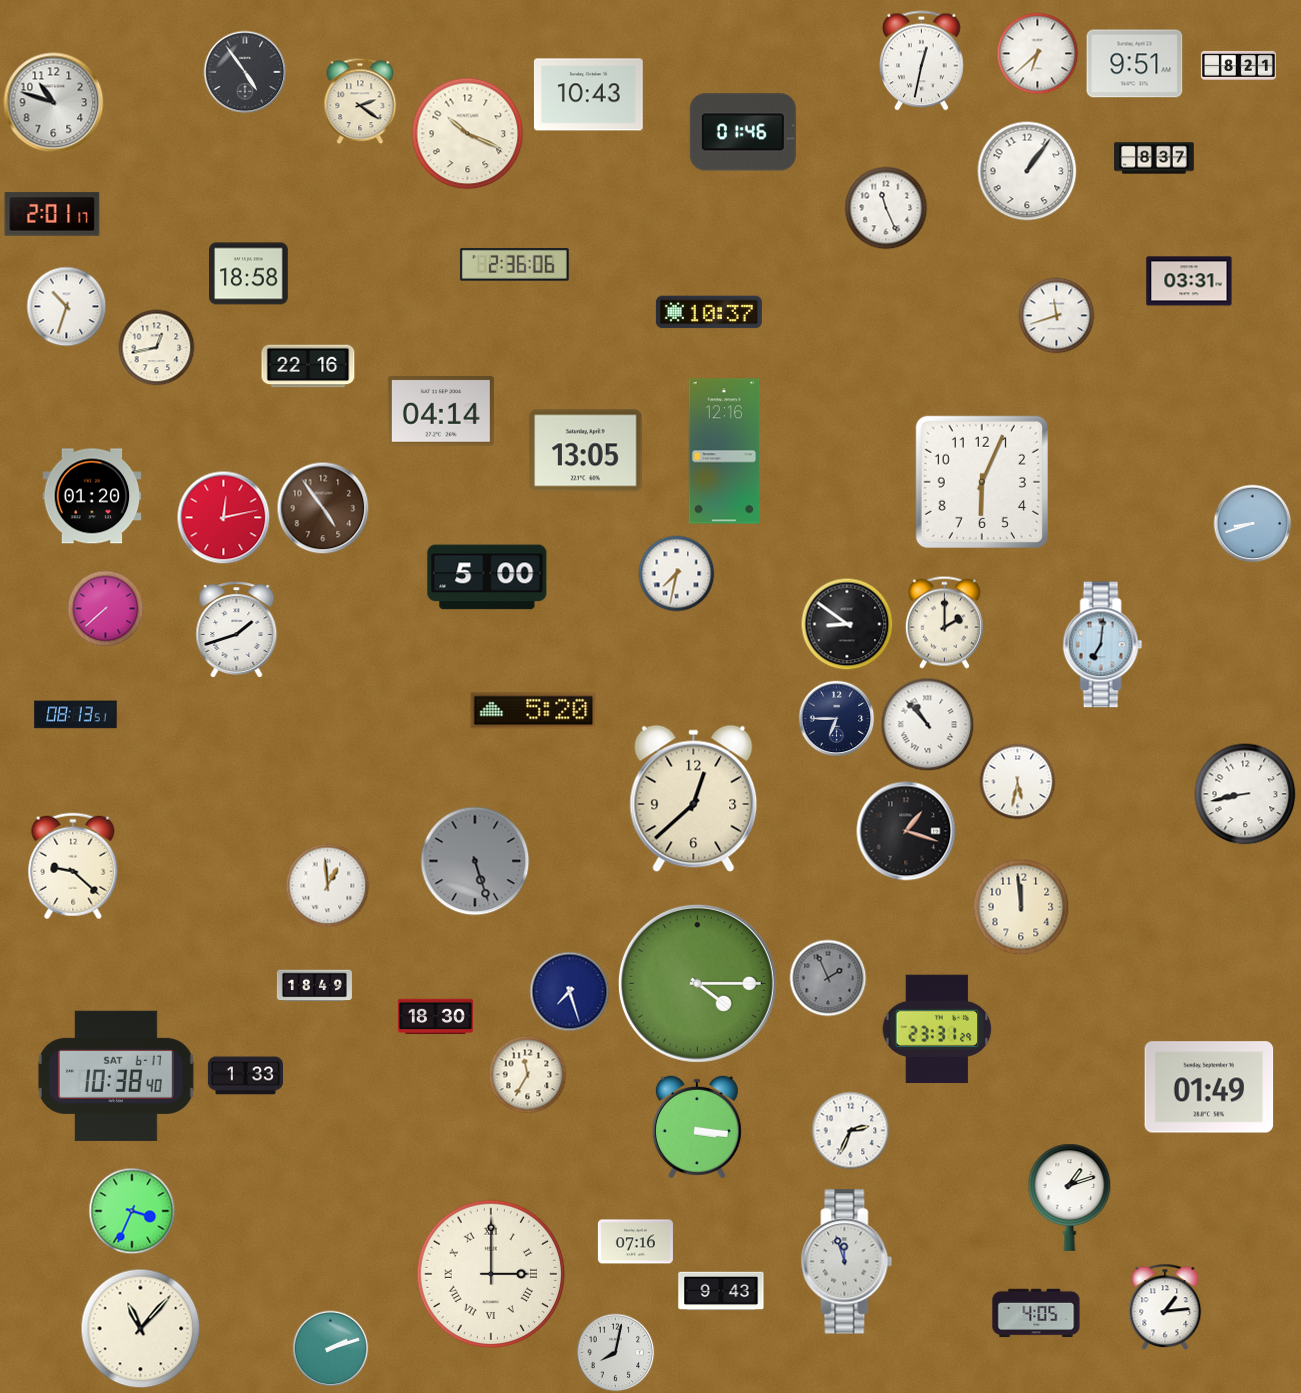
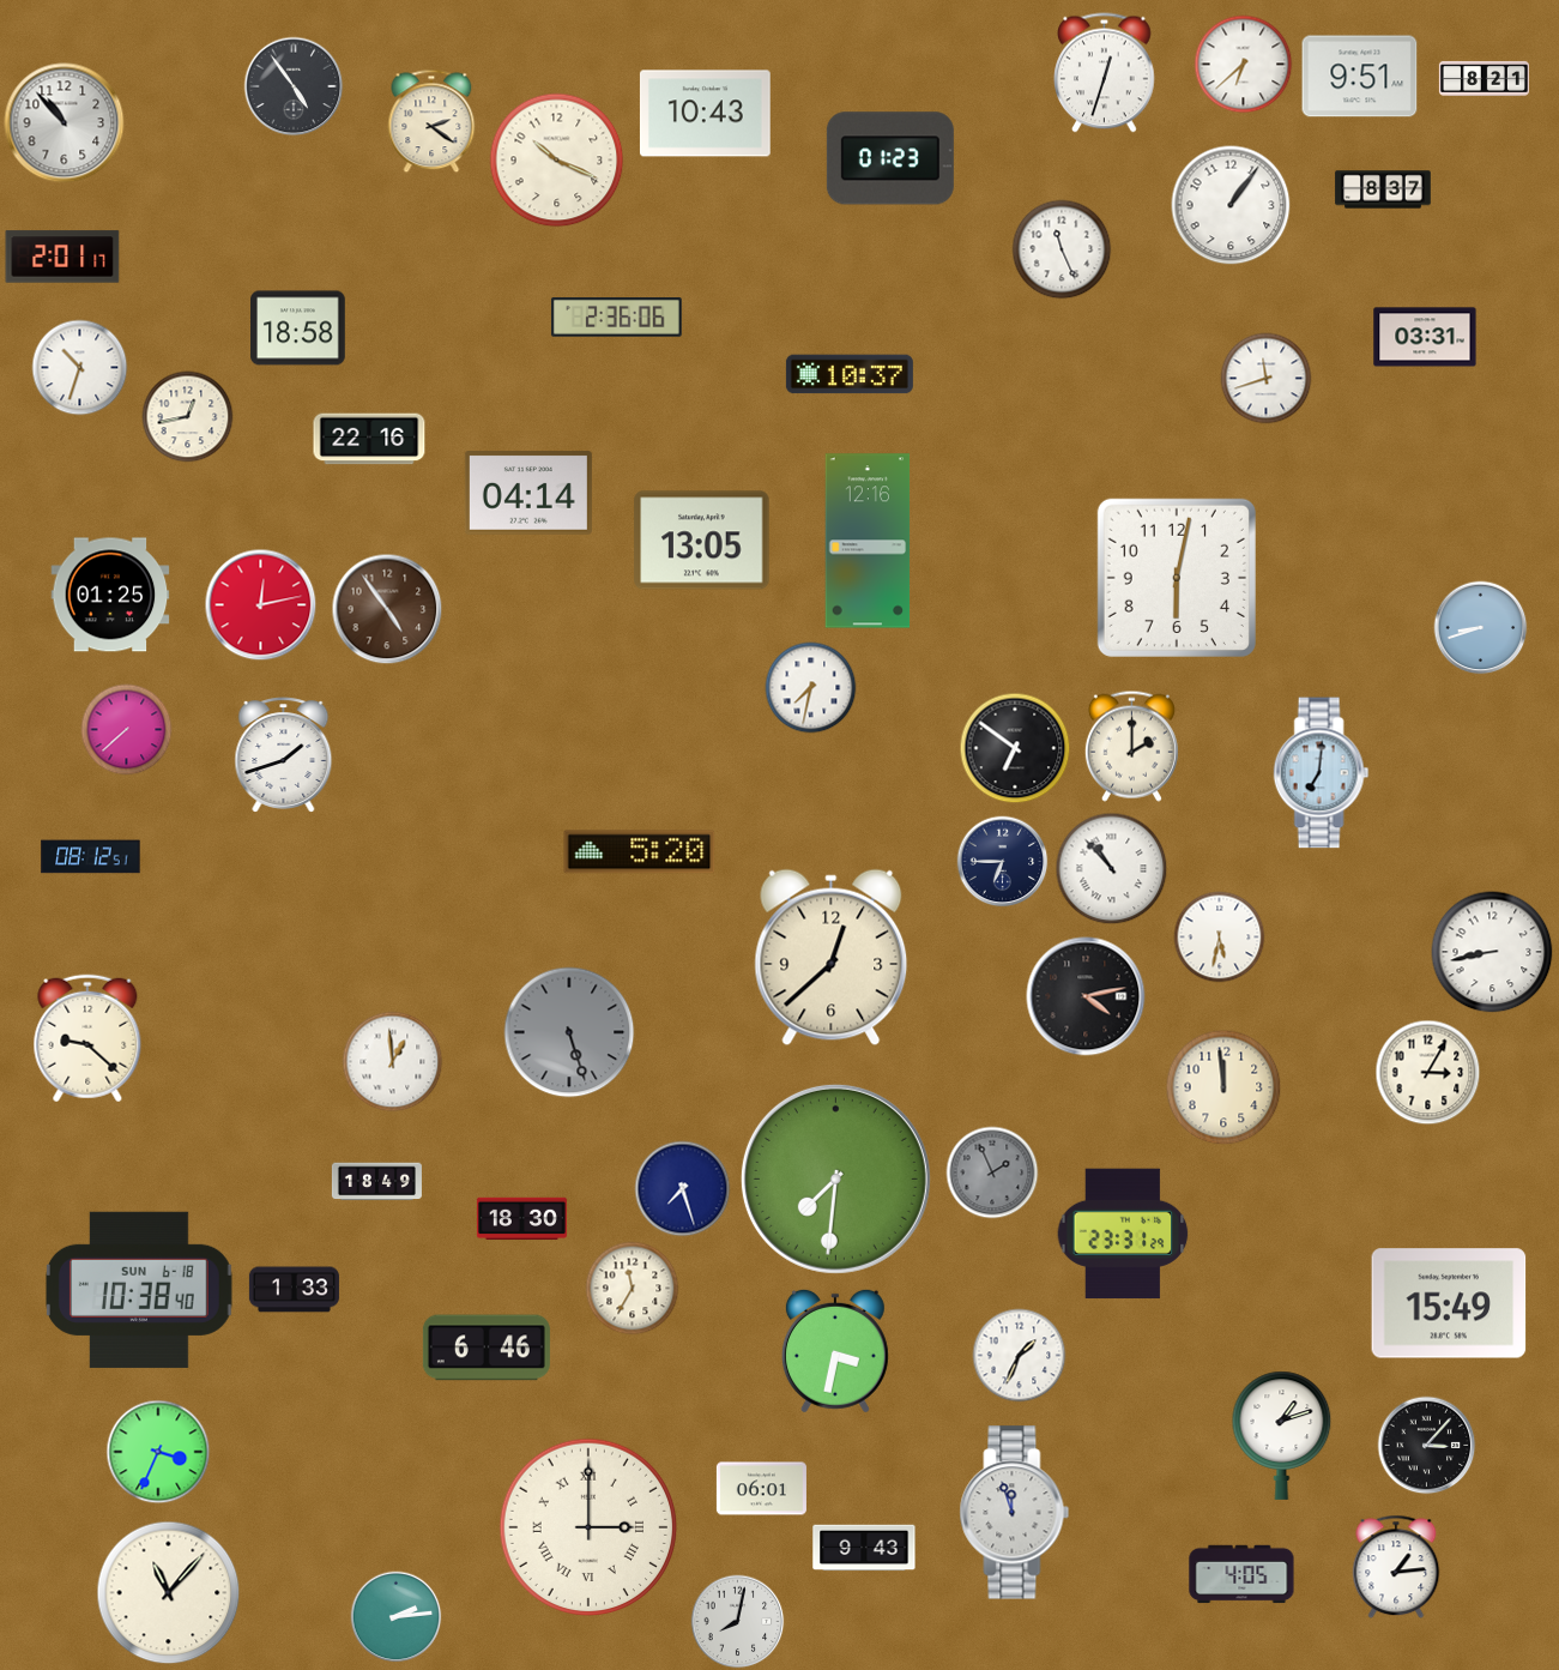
clock at (922, 61): 12:32 -> 12:33
clock at (54, 103): 10:48 -> 10:53
clock at (743, 132): 01:46 -> 01:23
clock at (468, 134) position: (468, 134) -> (557, 161)
clock at (982, 482): 6:04 -> 6:02
clock at (92, 496): 01:20 -> 01:25
clock at (224, 518) position: (224, 518) -> (261, 605)
clock at (1253, 524) position: (1253, 524) -> (1481, 628)
clock at (487, 577): 5:00 -> none
clock at (847, 624): 8:51 -> 6:51
clock at (76, 715): 08:13 -> 08:12
clock at (906, 831): 1:18 -> 4:13
clock at (1428, 1073): none -> 3:05
clock at (697, 983): 4:15 -> 7:31
clock at (116, 1076) date: SAT 6-17 -> SUN 6-18
clock at (1209, 1087): 01:49 -> 15:49
clock at (487, 1348): none -> 6:46
clock at (697, 1127): 3:16 -> 3:32
clock at (851, 1131): 2:34 -> 1:34
clock at (1427, 1446): none -> 3:07
clock at (635, 1242): 07:16 -> 06:01
clock at (331, 1349): 2:12 -> 2:14
